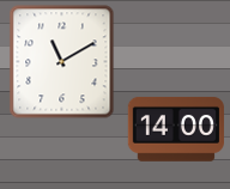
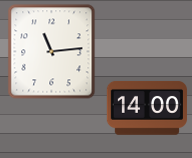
clock at (62, 62): 11:10 -> 11:14
